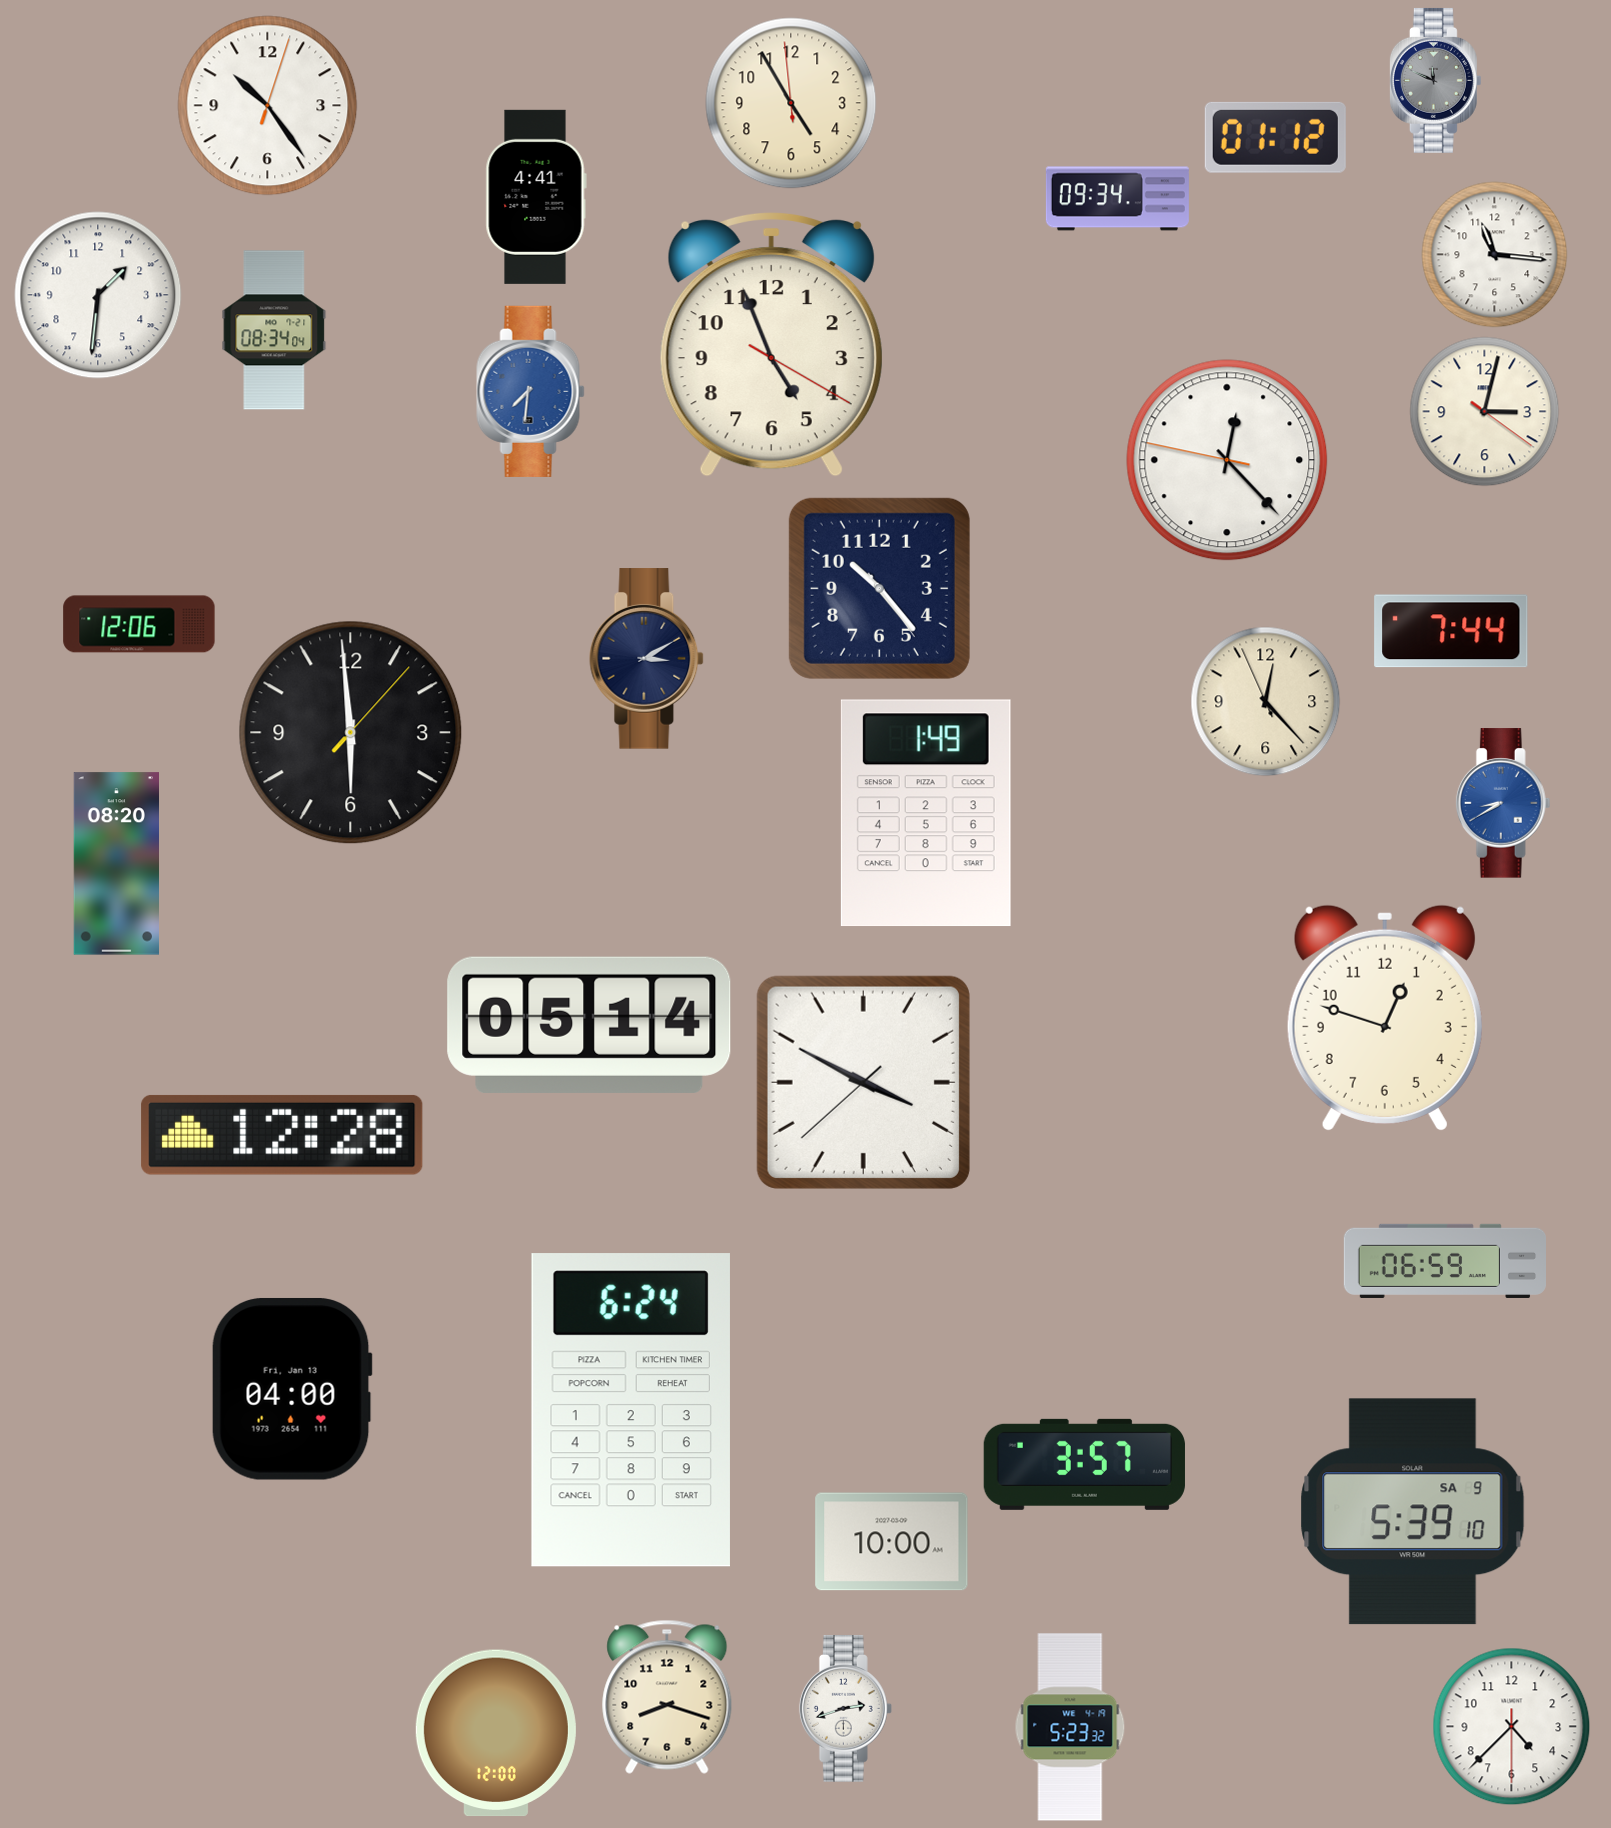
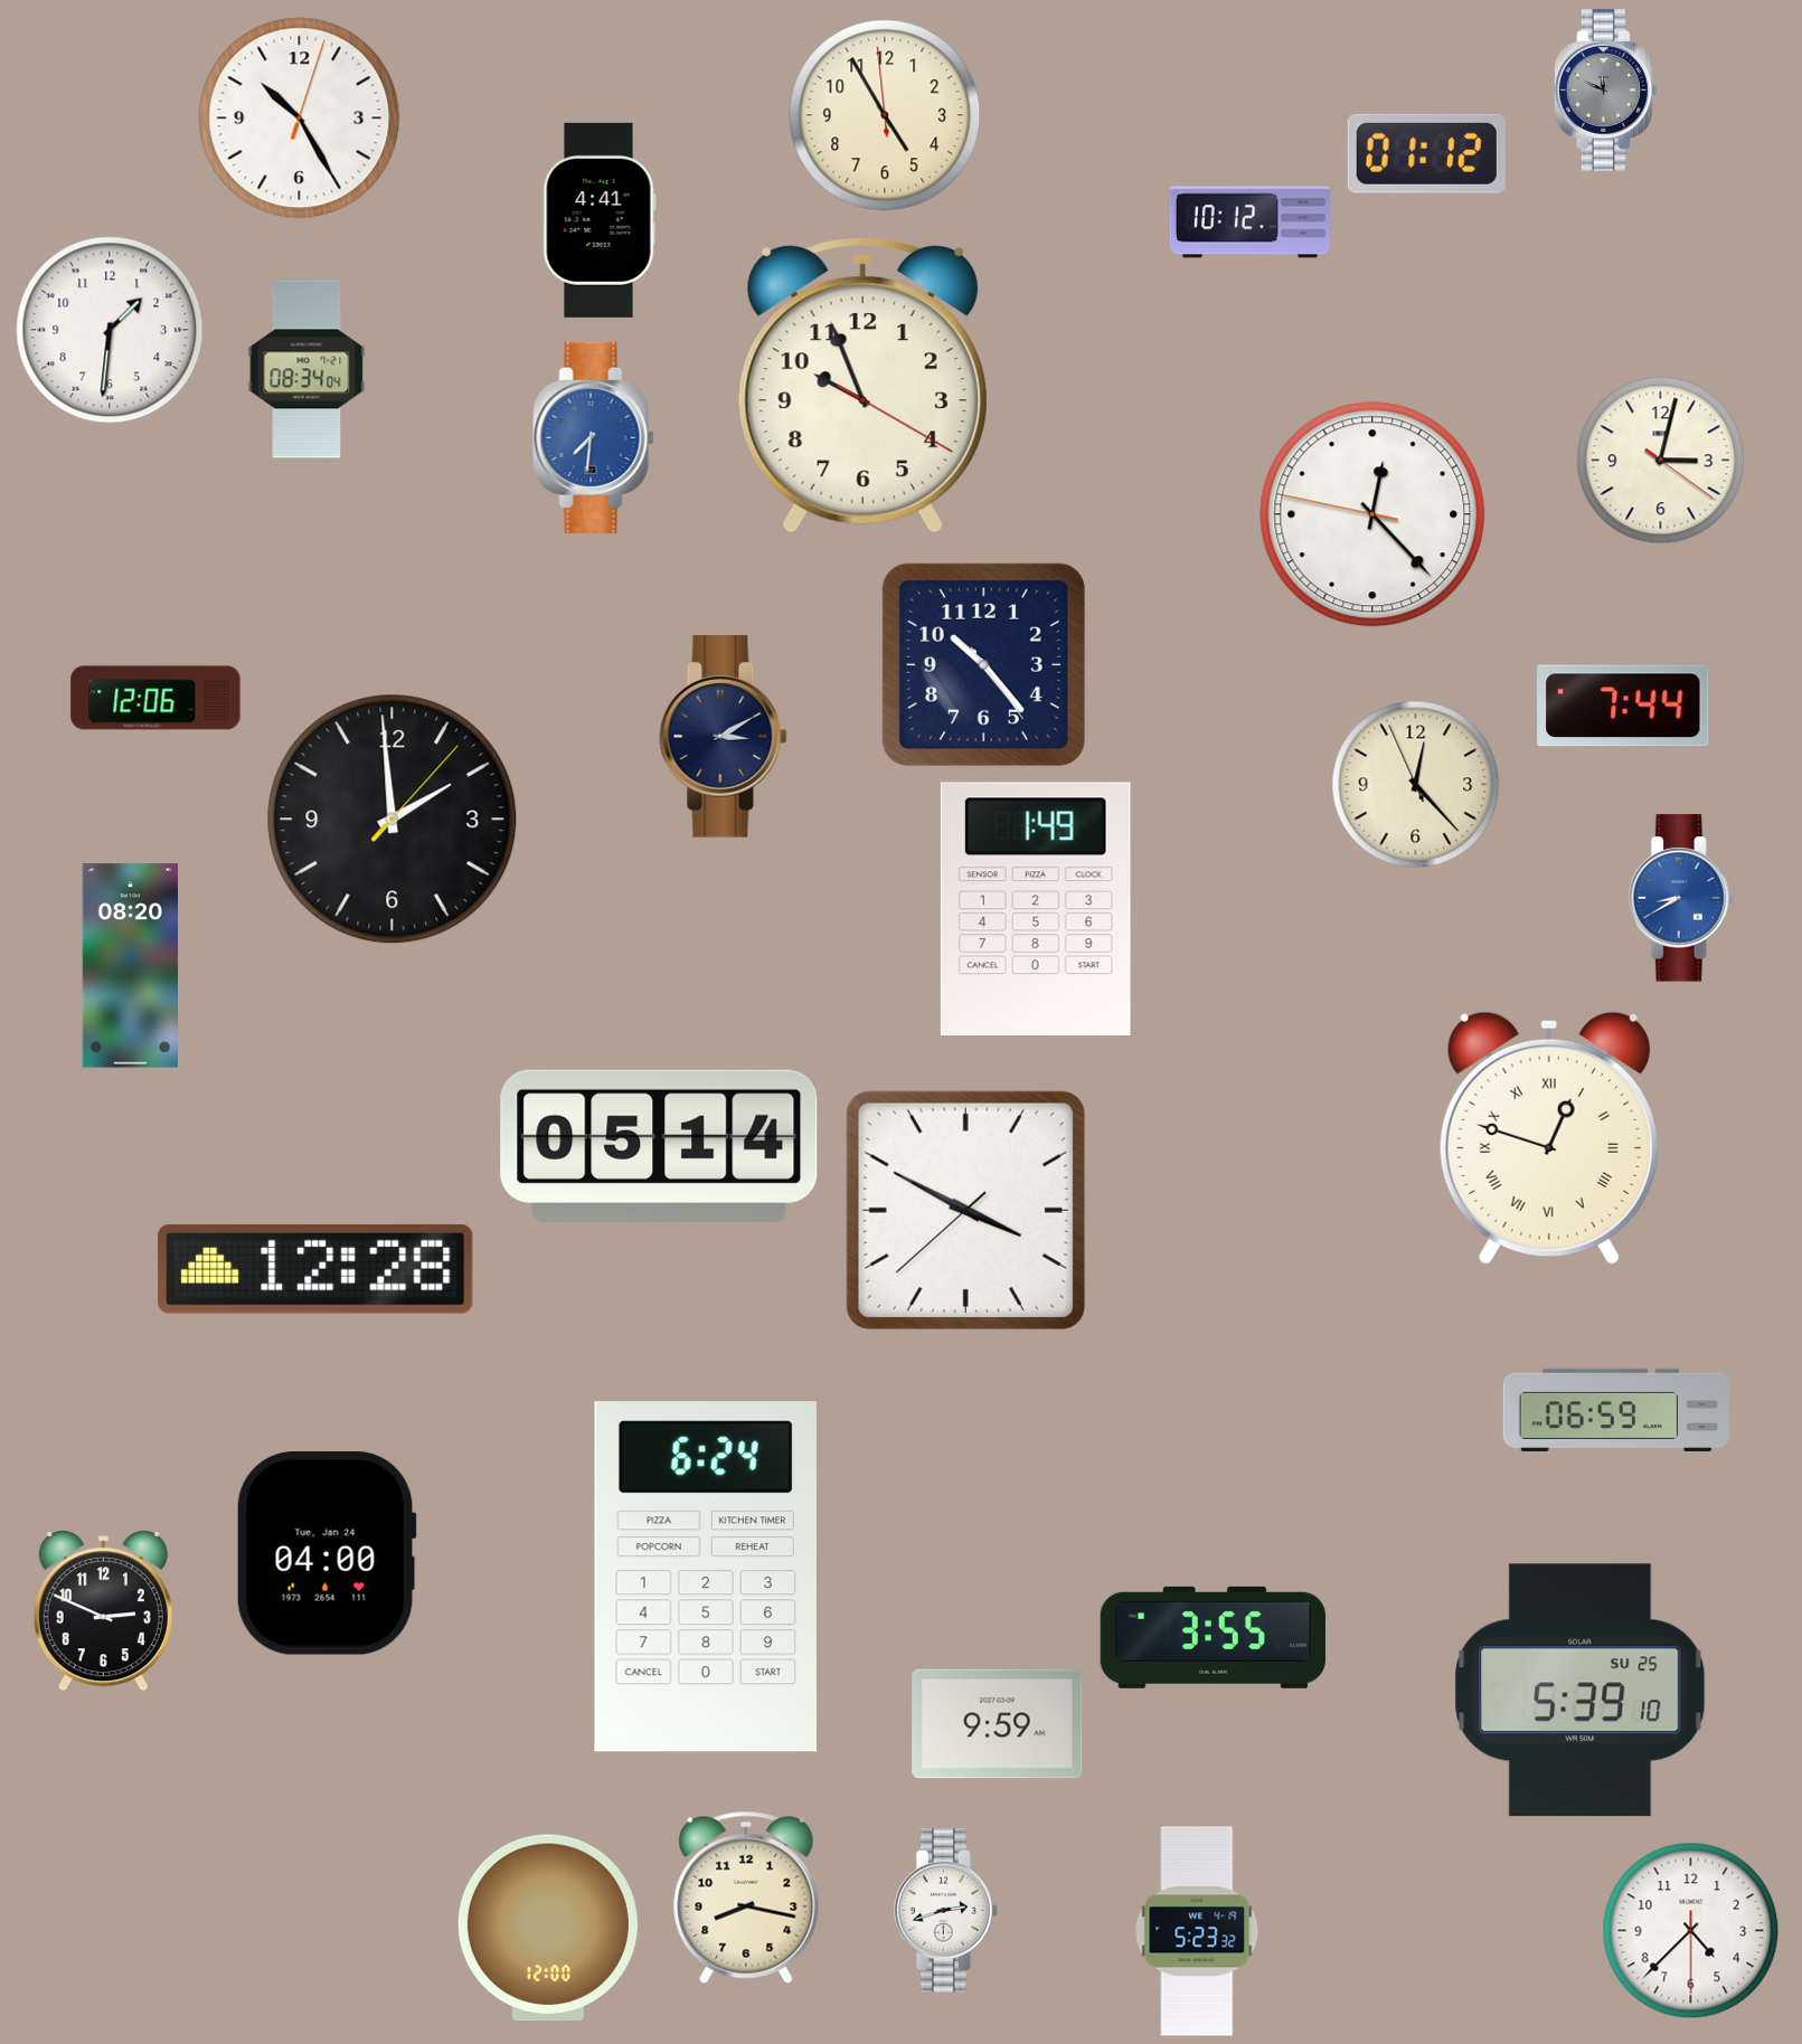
clock at (268, 106): 10:24 -> 10:25
clock at (1117, 199): 09:34 -> 10:12
clock at (1495, 255): 11:16 -> none
clock at (771, 344): 4:56 -> 9:56
clock at (879, 588) position: (879, 588) -> (983, 664)
clock at (351, 733): 5:59 -> 1:59
clock at (1385, 1018) numerals: Arabic -> Roman
clock at (292, 1389) date: Fri, Jan 13 -> Tue, Jan 24
clock at (103, 1611): none -> 2:49
clock at (1084, 1464): 3:57 -> 3:55
clock at (1413, 1512) date: SA 9 -> SU 25
clock at (892, 1542): 10:00 -> 9:59
clock at (667, 1697): 8:18 -> 8:17
clock at (496, 1733) position: (496, 1733) -> (548, 1928)
